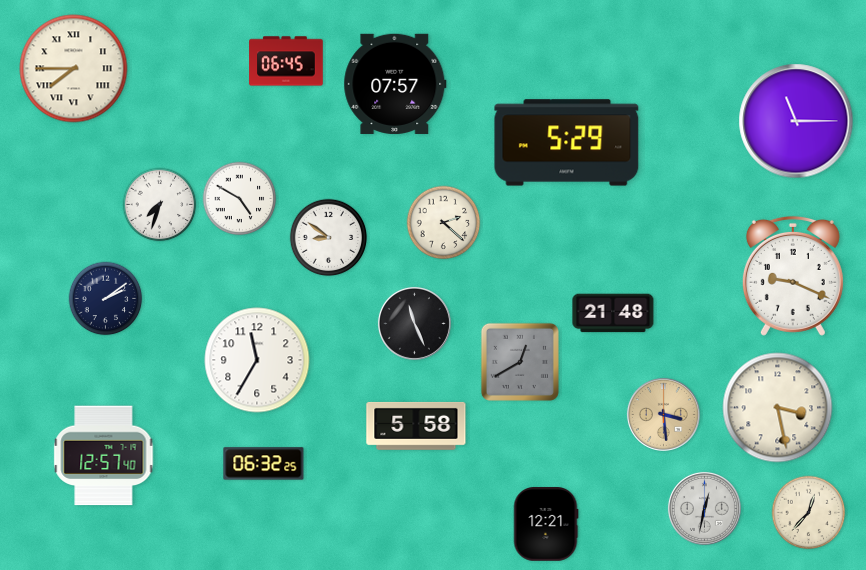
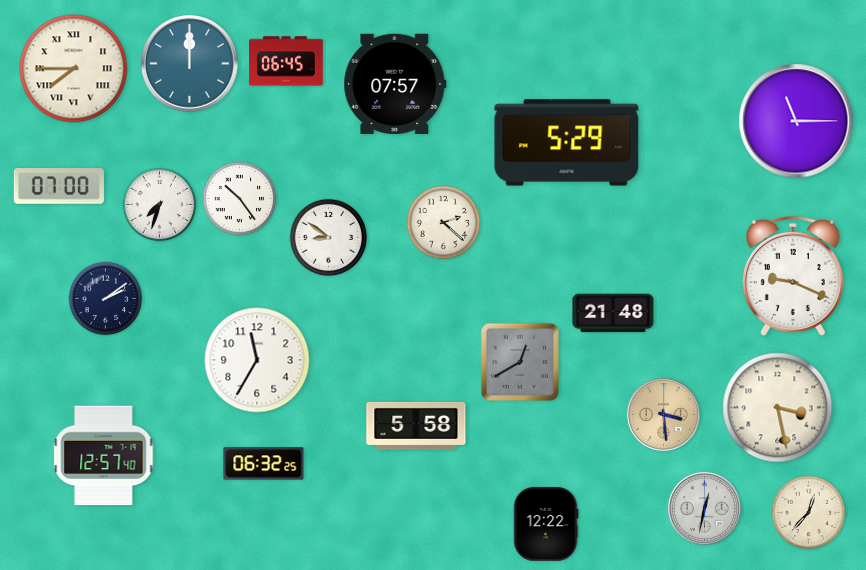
clock at (190, 64): none -> 12:00
clock at (59, 187): none -> 07:00
clock at (240, 199): 4:50 -> 10:24
clock at (414, 323): 11:26 -> none
clock at (546, 524): 12:21 -> 12:22
